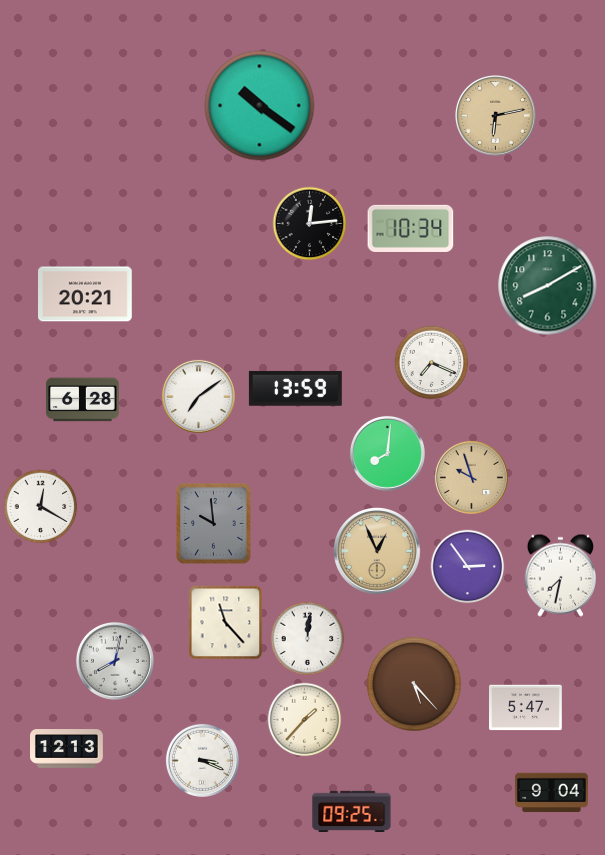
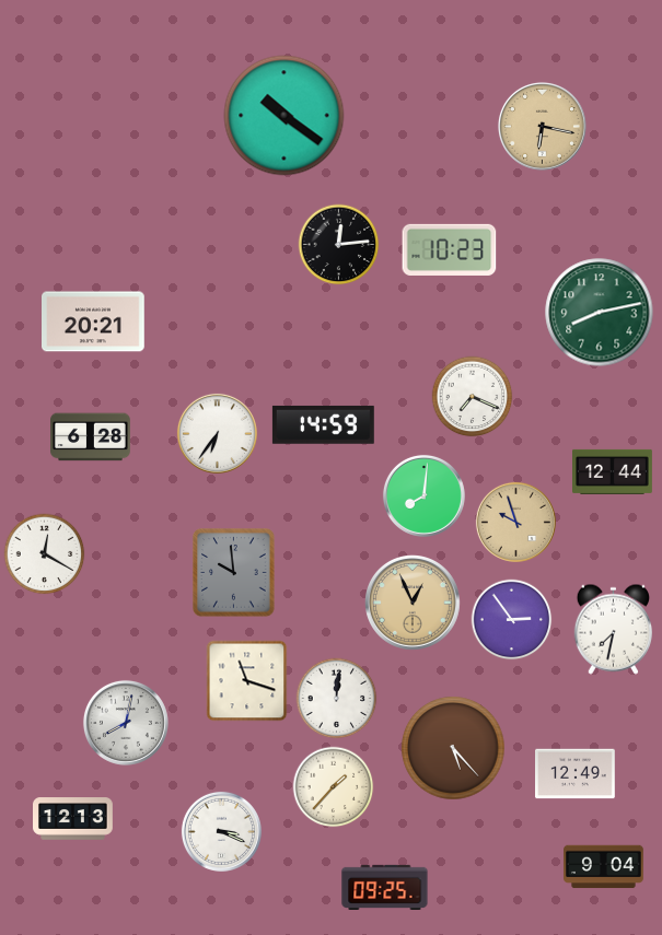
clock at (495, 115): 6:13 -> 6:17
clock at (411, 228): 10:34 -> 10:23
clock at (548, 286): 8:10 -> 8:13
clock at (295, 388): 13:59 -> 14:59
clock at (198, 396): 7:09 -> 6:36
clock at (613, 471): none -> 12:44
clock at (226, 623): 11:23 -> 11:18
clock at (526, 708): 5:47 -> 12:49
